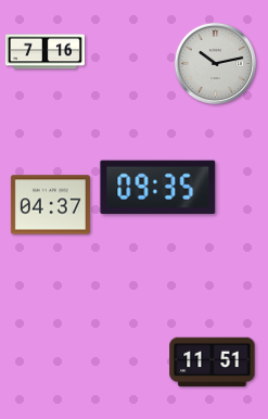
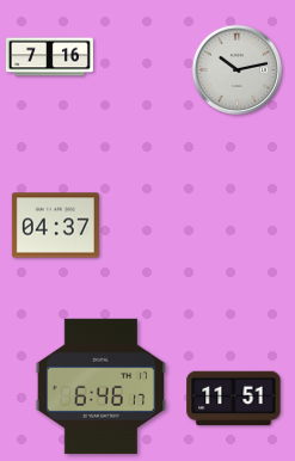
clock at (158, 187): 09:35 -> none
clock at (100, 386): none -> 6:46
